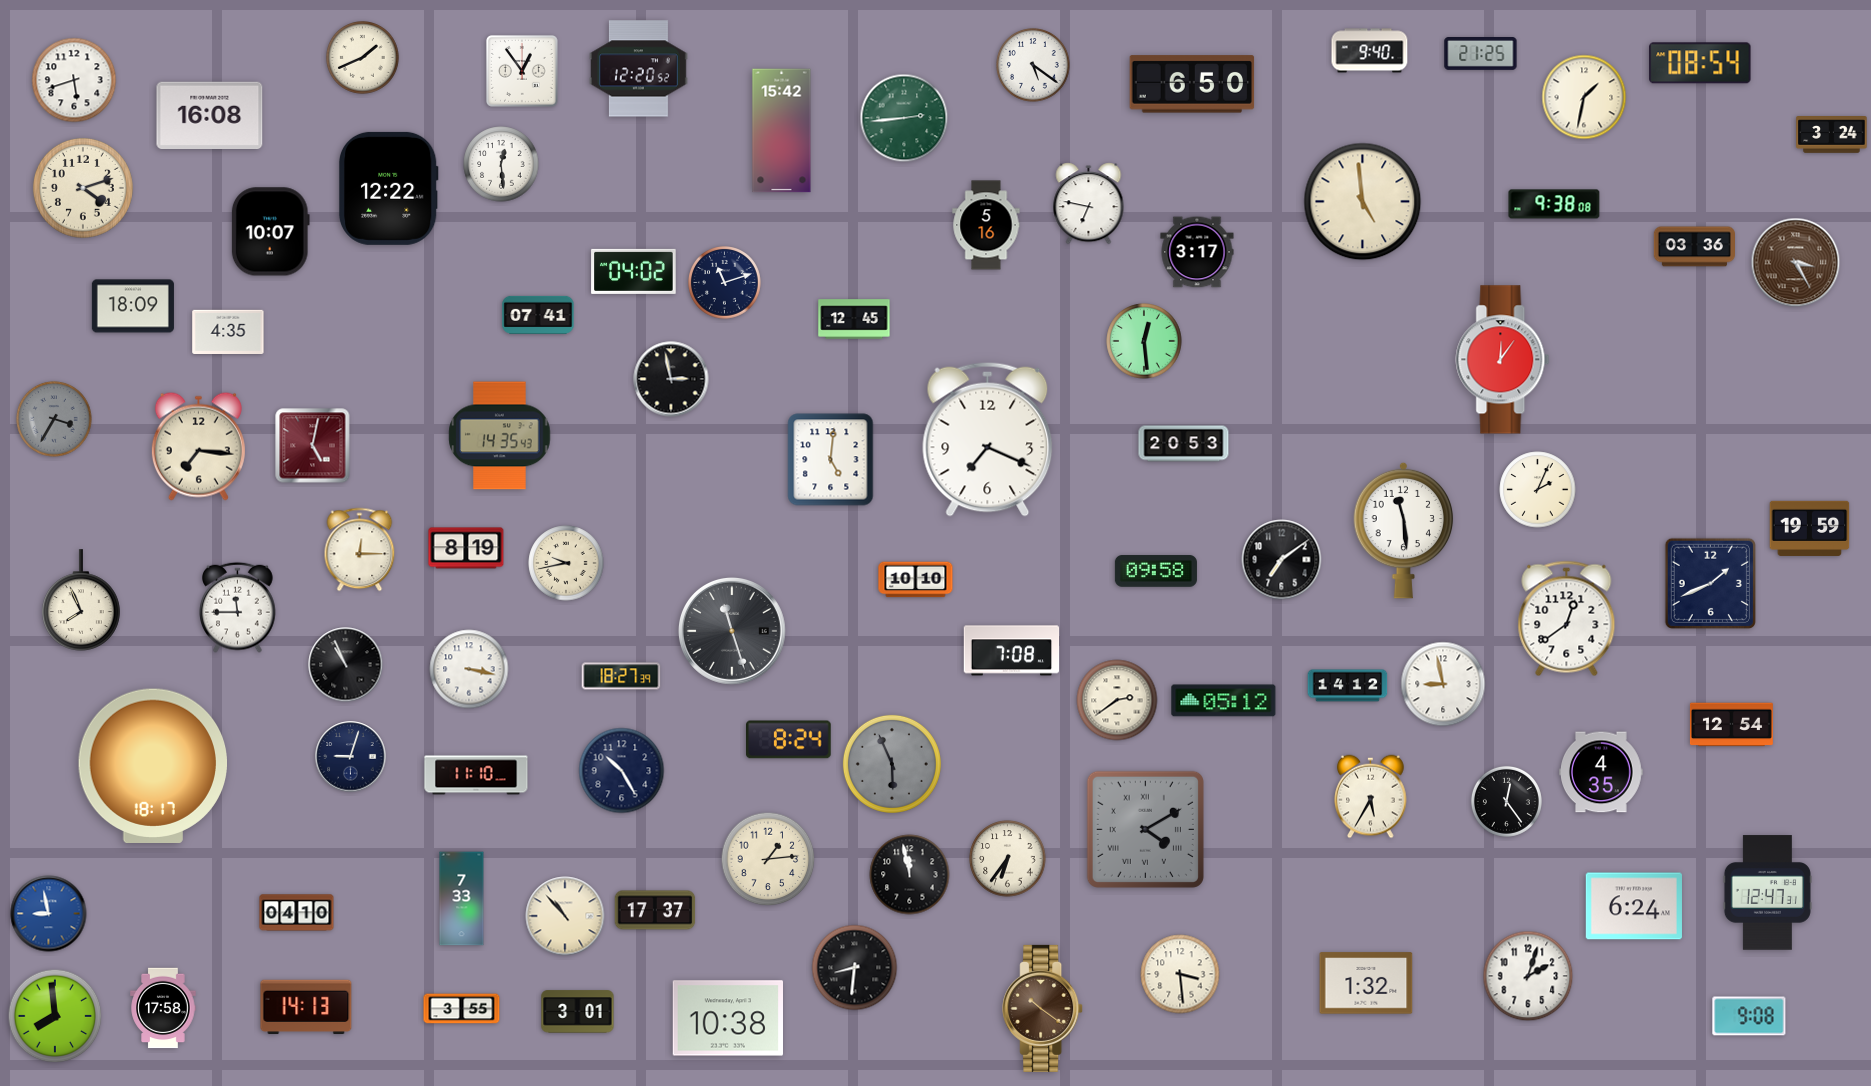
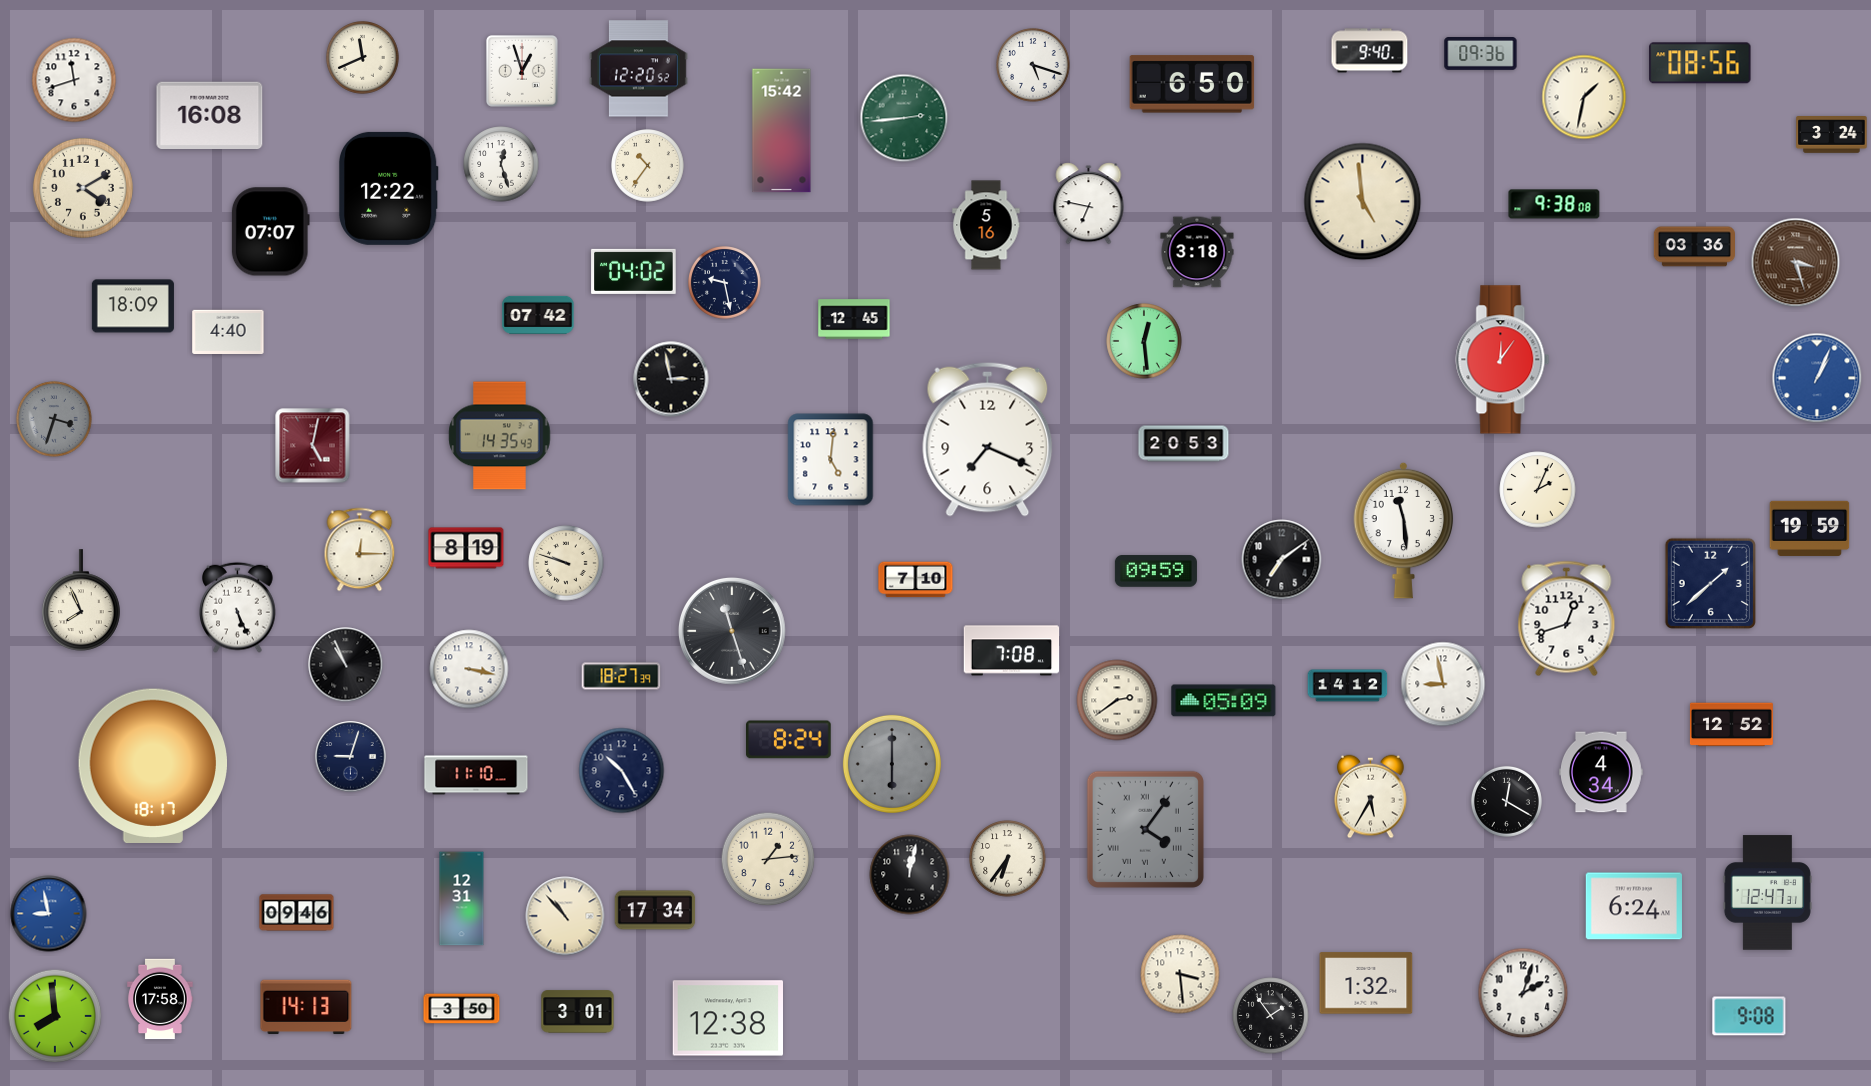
clock at (1481, 54): 21:25 -> 09:36
clock at (363, 58): 1:41 -> 11:41
clock at (1700, 63): 08:54 -> 08:56
clock at (1033, 65): 5:21 -> 5:18
clock at (522, 71): 12:54 -> 12:57
clock at (74, 80): 5:42 -> 11:42
clock at (501, 164): 12:29 -> 12:27
clock at (648, 166): none -> 10:36
clock at (83, 188): 4:12 -> 4:10
clock at (270, 232): 10:07 -> 07:07
clock at (1197, 252): 3:17 -> 3:18
clock at (1796, 263): 3:25 -> 3:27
clock at (725, 283): 11:12 -> 9:28
clock at (538, 315): 07:41 -> 07:42
clock at (228, 331): 4:35 -> 4:40
clock at (1817, 378): none -> 1:04
clock at (54, 419): 3:35 -> 3:33
clock at (198, 446): 7:16 -> none
clock at (566, 563): 9:43 -> 9:48
clock at (1156, 571): 09:58 -> 09:59
clock at (916, 580): 10:10 -> 7:10
clock at (1710, 583): 1:41 -> 1:38
clock at (238, 607): 11:45 -> 5:26
clock at (1567, 619): 12:39 -> 12:42
clock at (1224, 701): 05:12 -> 05:09
clock at (1731, 725): 12:54 -> 12:52
clock at (892, 764): 5:56 -> 6:00
clock at (1602, 772): 4:35 -> 4:34
clock at (1506, 801): 12:24 -> 12:20
clock at (1145, 829): 4:10 -> 4:06
clock at (910, 875): 11:58 -> 12:02
clock at (462, 899): 7:33 -> 12:31
clock at (655, 910): 17:37 -> 17:34
clock at (297, 913): 04:10 -> 09:46
clock at (855, 968): 8:31 -> none
clock at (1528, 976) position: (1528, 976) -> (1523, 993)
clock at (163, 1008) position: (163, 1008) -> (160, 999)
clock at (1043, 1008): 10:21 -> none
clock at (462, 1009): 3:55 -> 3:50
clock at (1271, 1016): none -> 1:54
clock at (727, 1018): 10:38 -> 12:38
